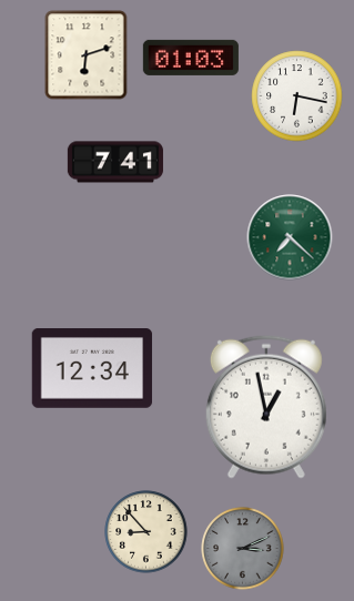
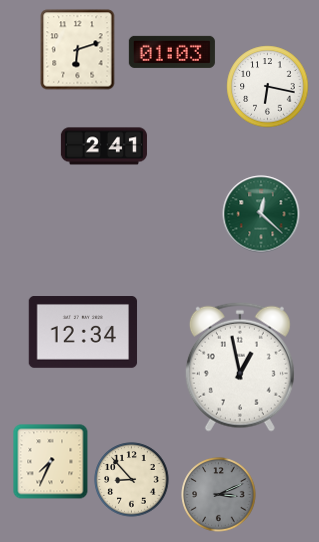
clock at (115, 162): 7:41 -> 2:41
clock at (290, 237): 7:22 -> 12:22
clock at (51, 462): none -> 7:34
